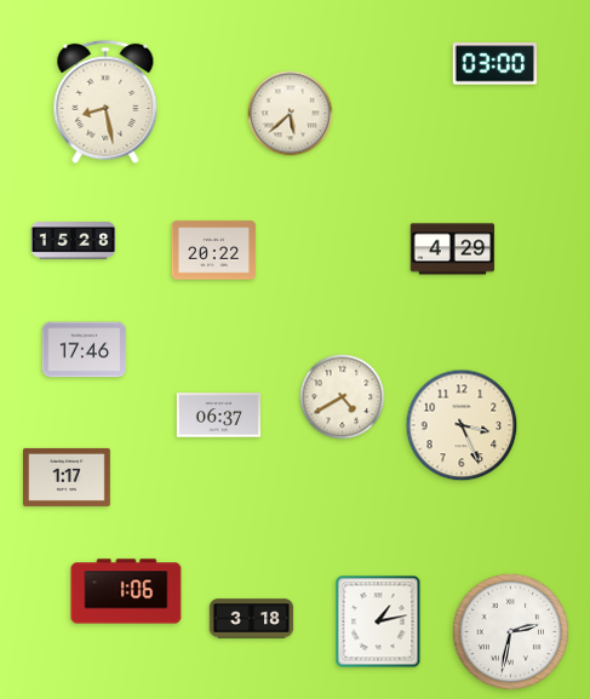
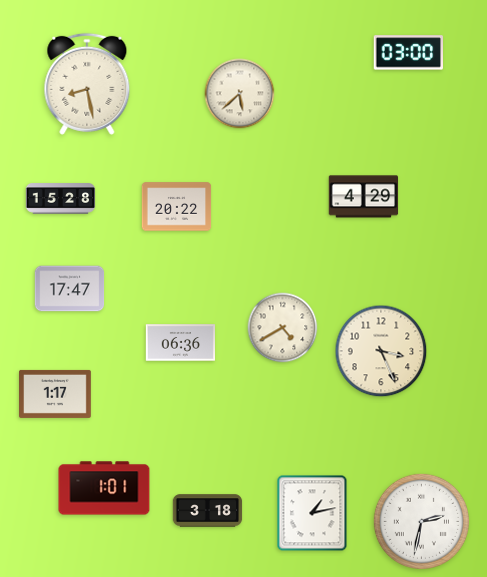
clock at (453, 250) position: (453, 250) -> (364, 197)
clock at (85, 350): 17:46 -> 17:47
clock at (219, 416): 06:37 -> 06:36
clock at (126, 591): 1:06 -> 1:01
